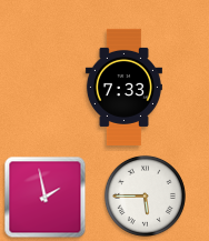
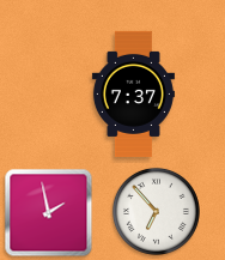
clock at (123, 87): 7:33 -> 7:37
clock at (145, 195): 5:45 -> 6:53
